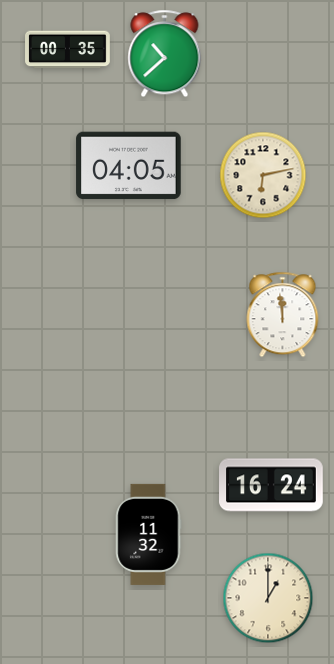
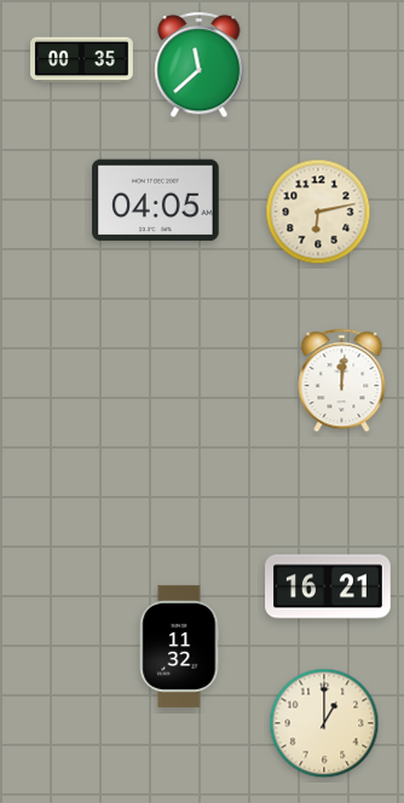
clock at (165, 54): 10:38 -> 11:38
clock at (283, 315): 11:59 -> 12:01
clock at (271, 485): 16:24 -> 16:21
